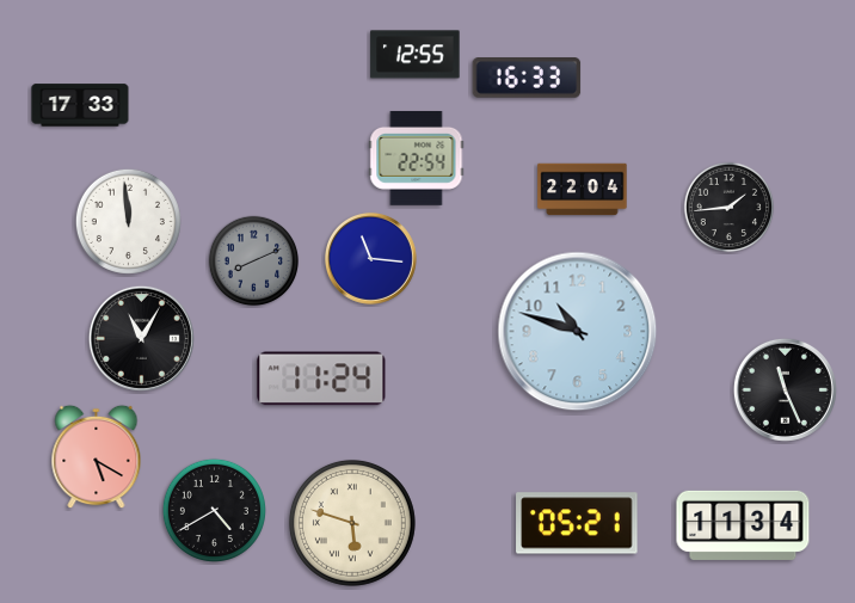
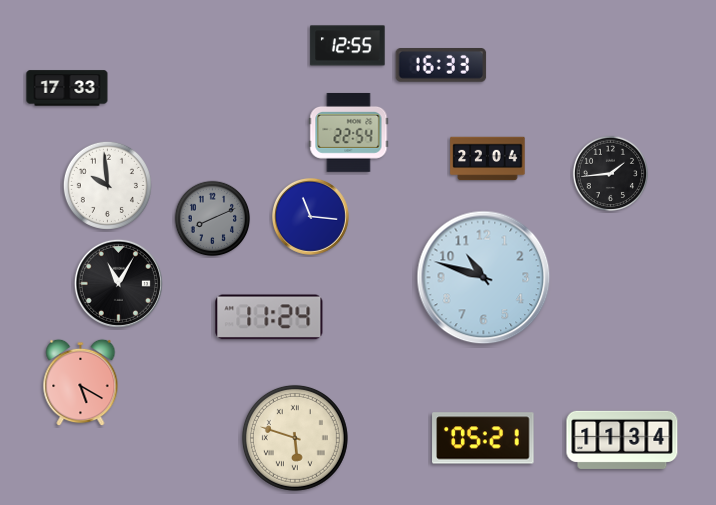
clock at (128, 221): 11:59 -> 9:59
clock at (785, 389): 11:26 -> none
clock at (214, 510): 4:40 -> none
